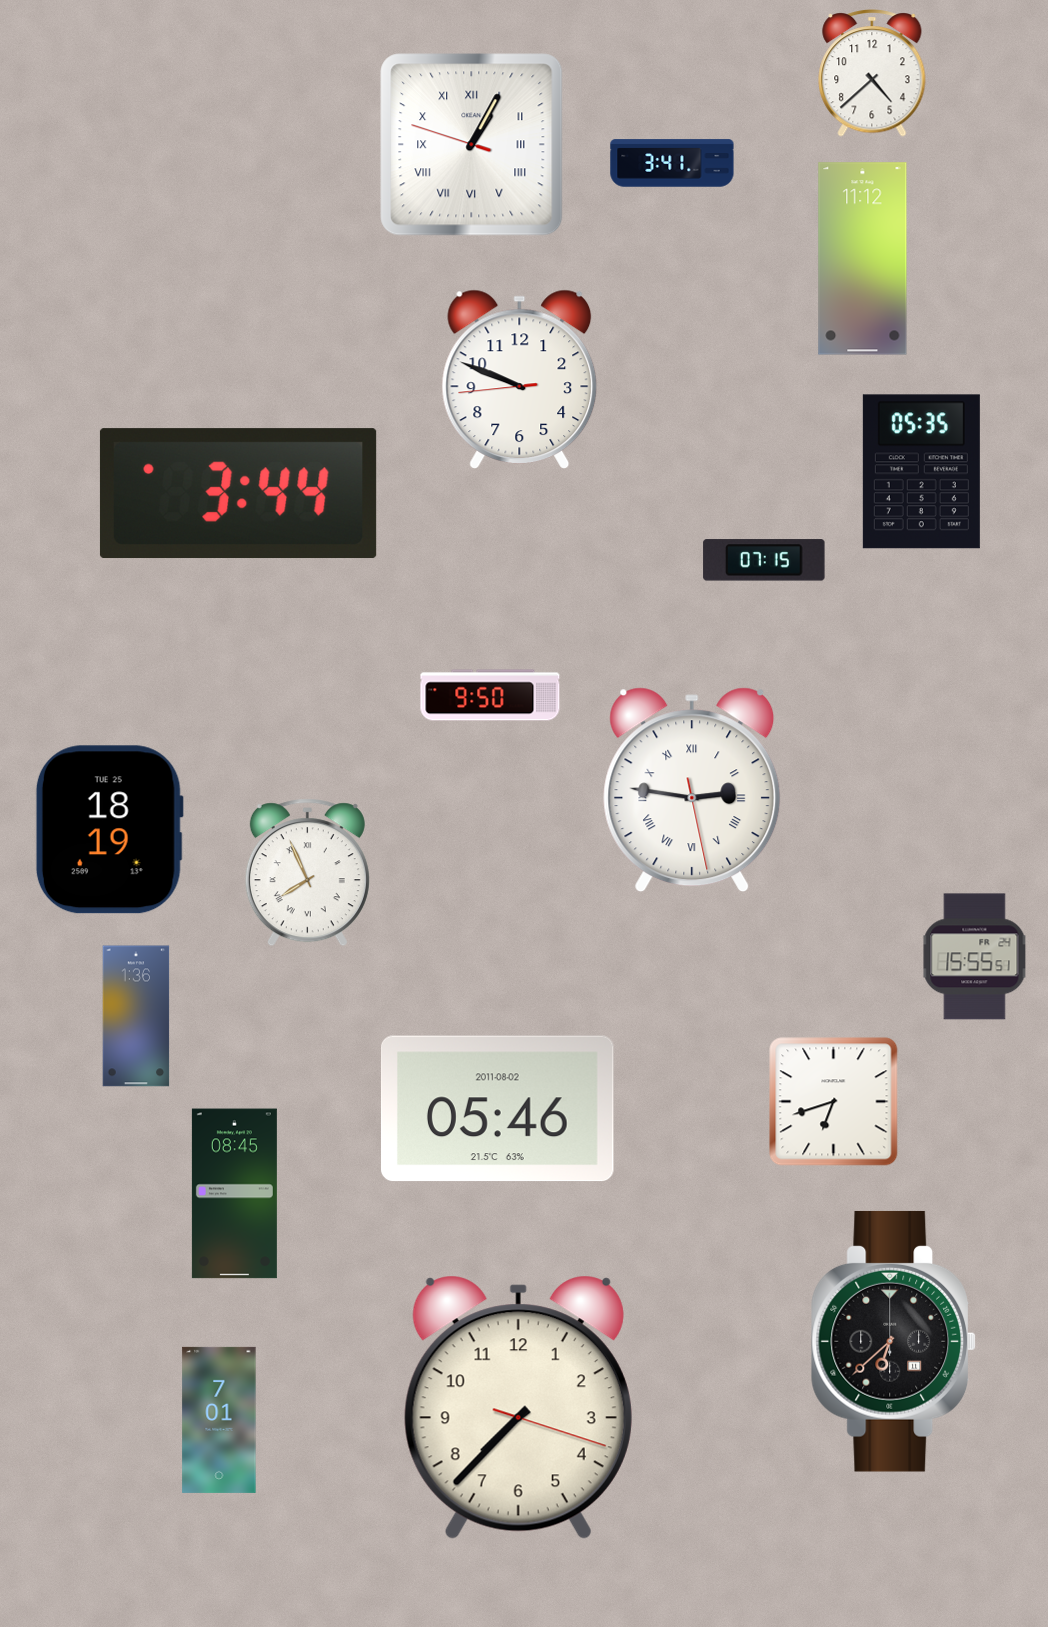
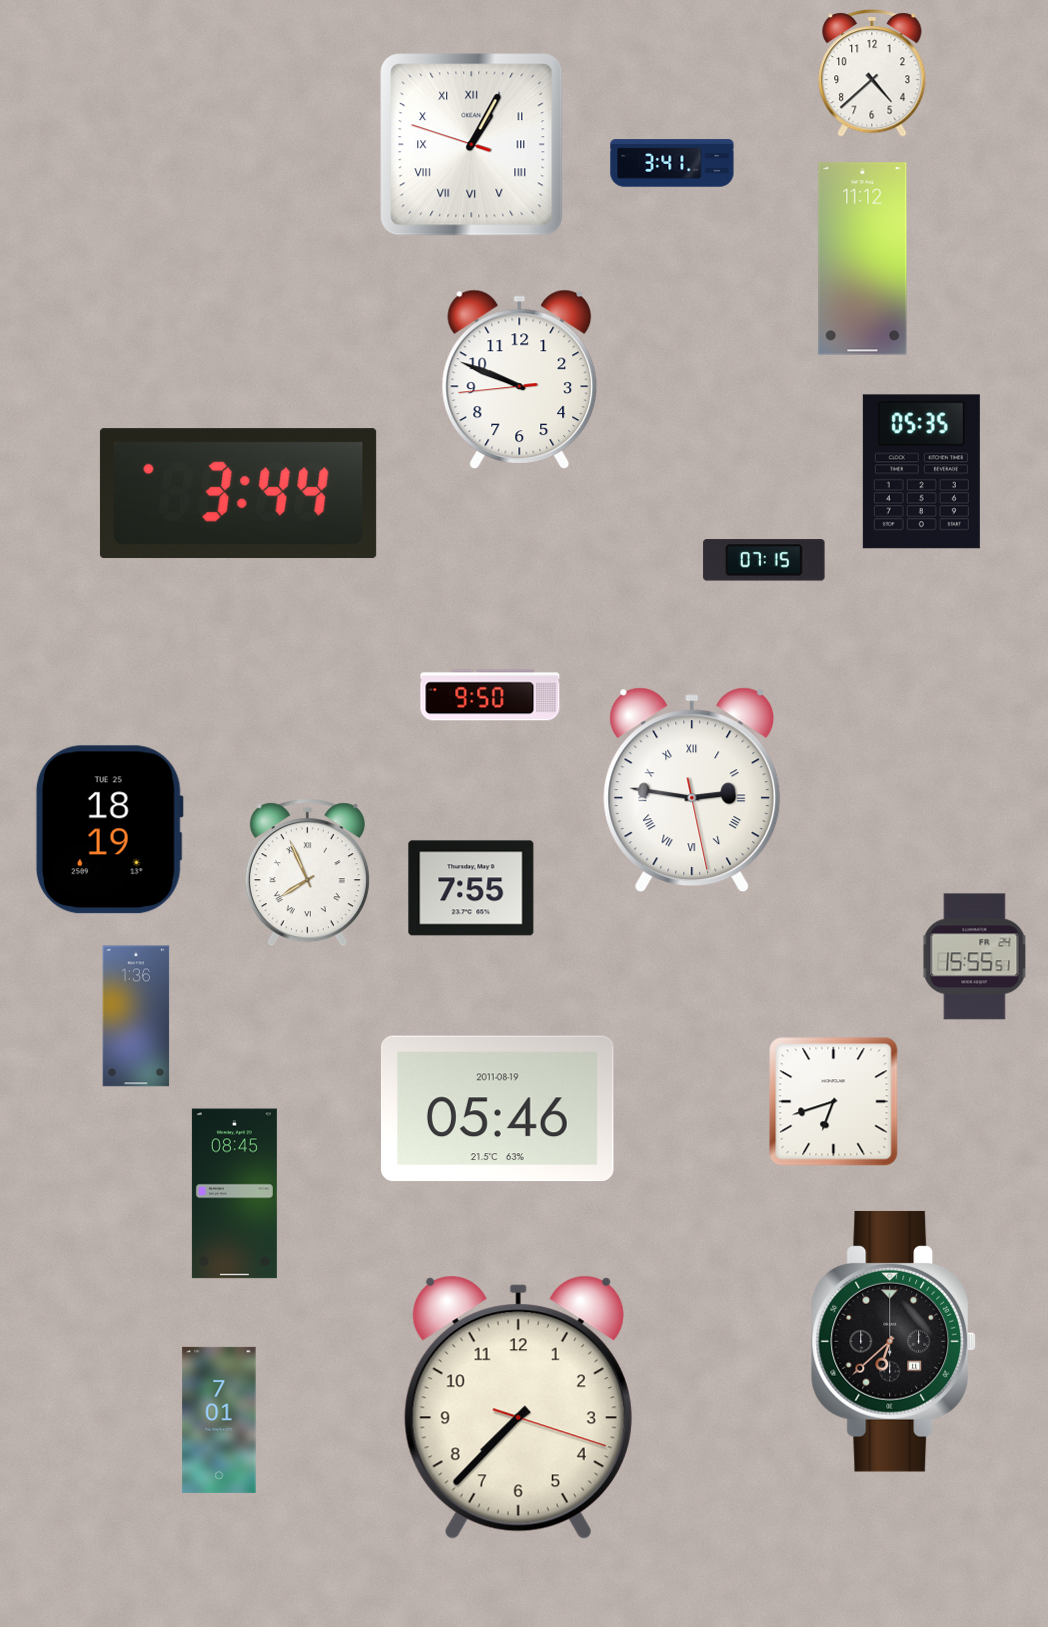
clock at (471, 888): none -> 7:55
clock at (497, 1109) date: 2011-08-02 -> 2011-08-19
